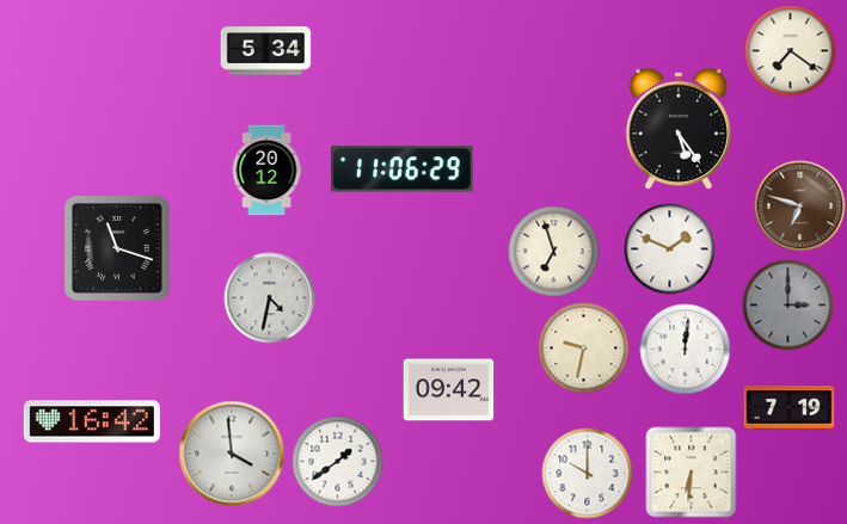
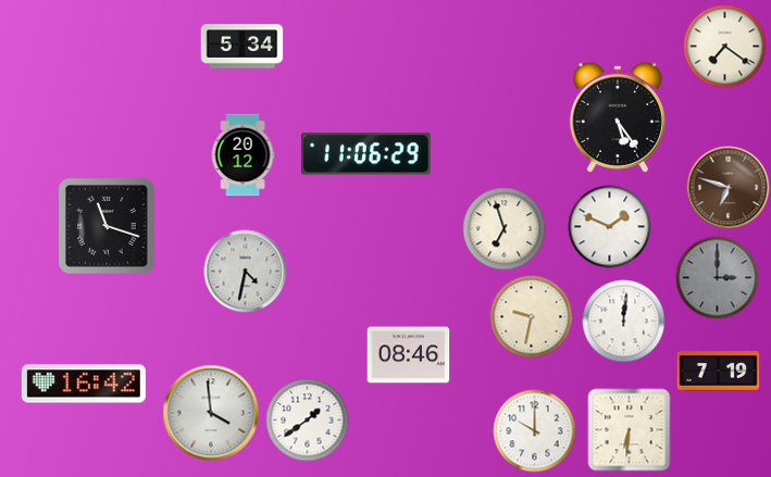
clock at (791, 51) position: (791, 51) -> (725, 47)
clock at (686, 350) position: (686, 350) -> (624, 322)
clock at (449, 390): 09:42 -> 08:46
